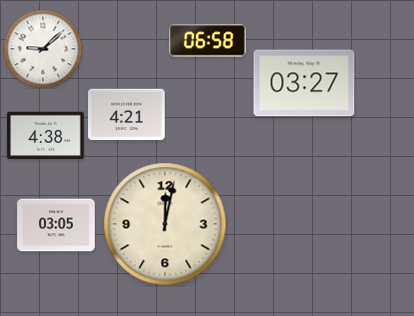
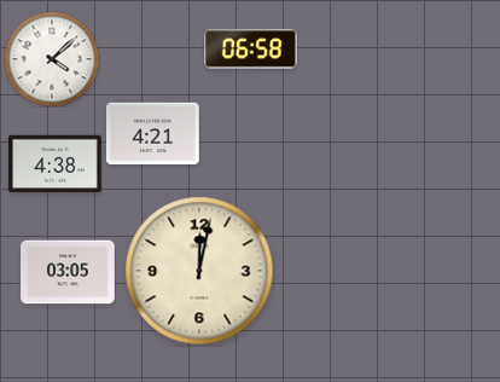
clock at (43, 49): 9:08 -> 4:08
clock at (304, 83): 03:27 -> none
clock at (127, 115) position: (127, 115) -> (153, 134)
